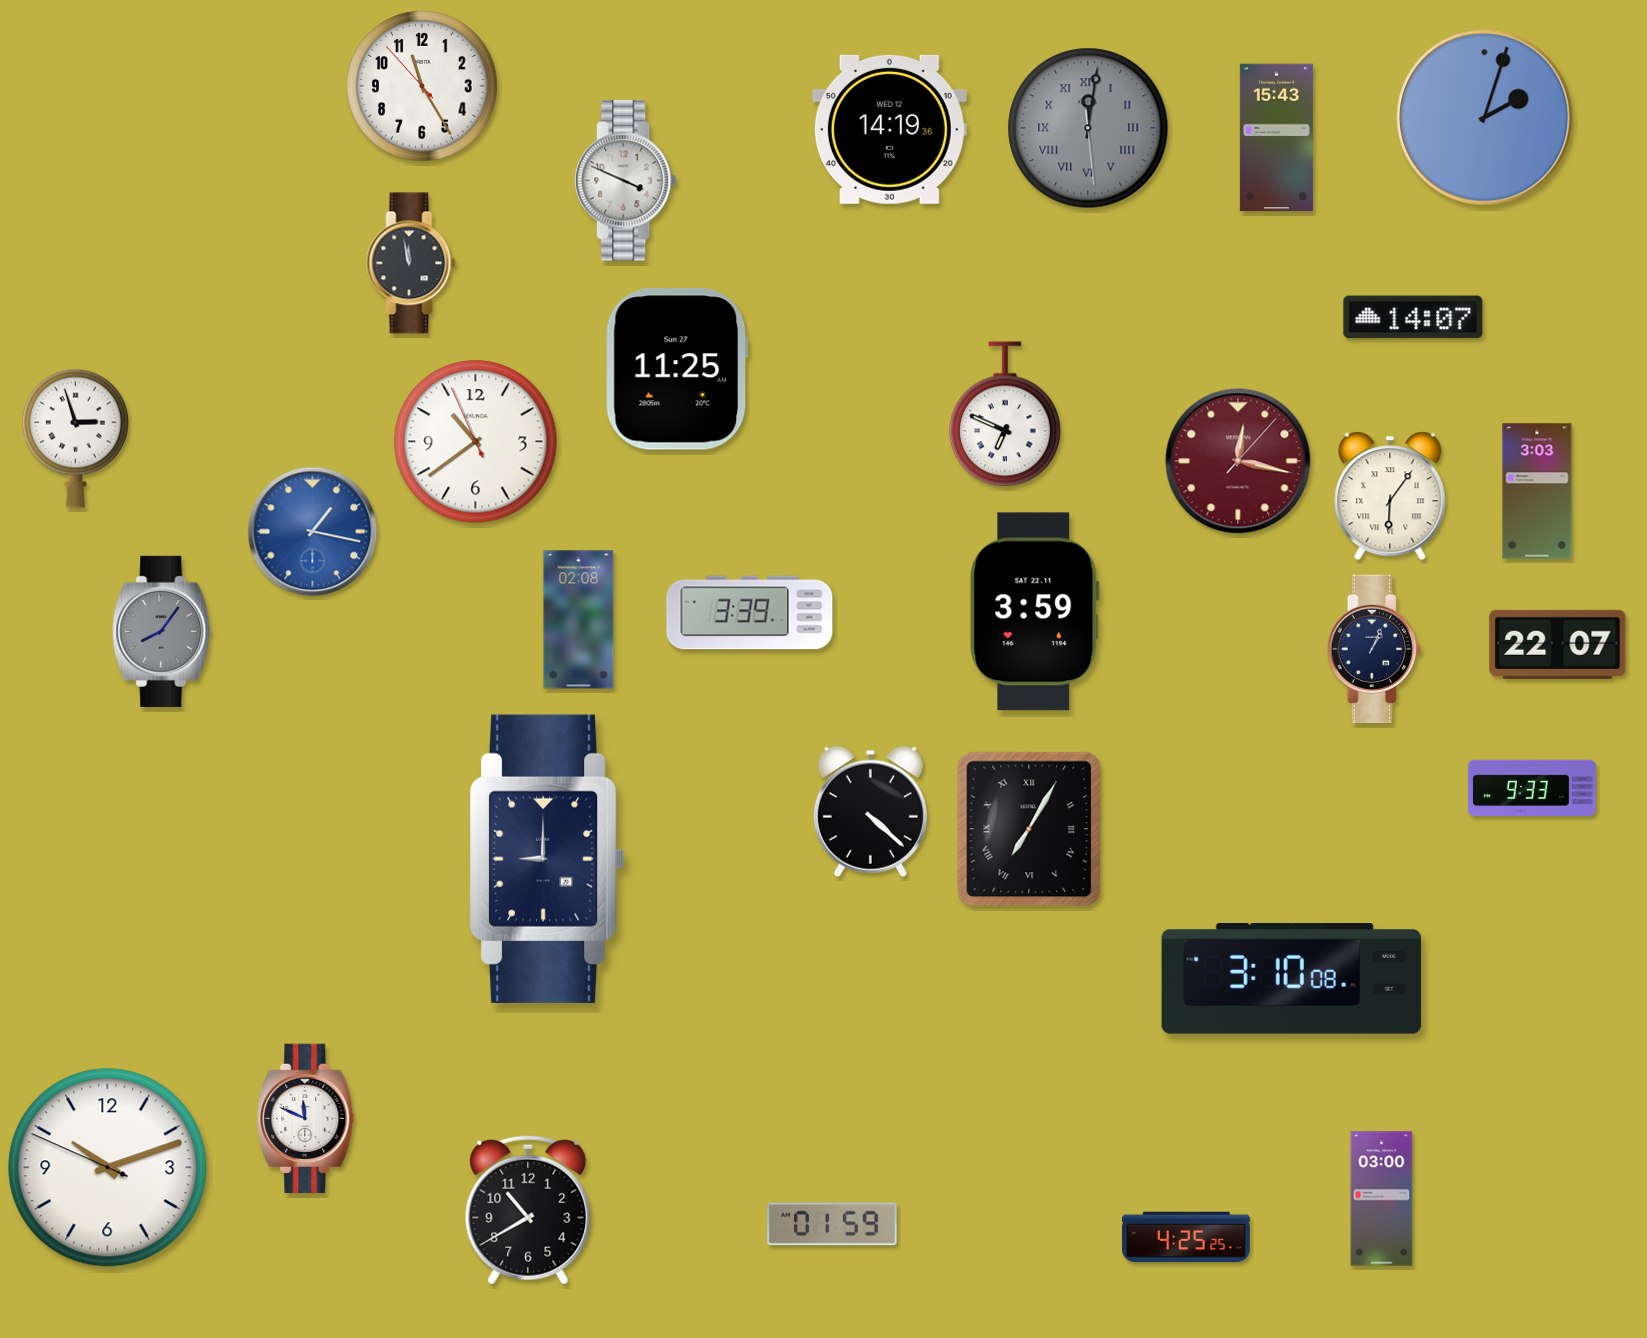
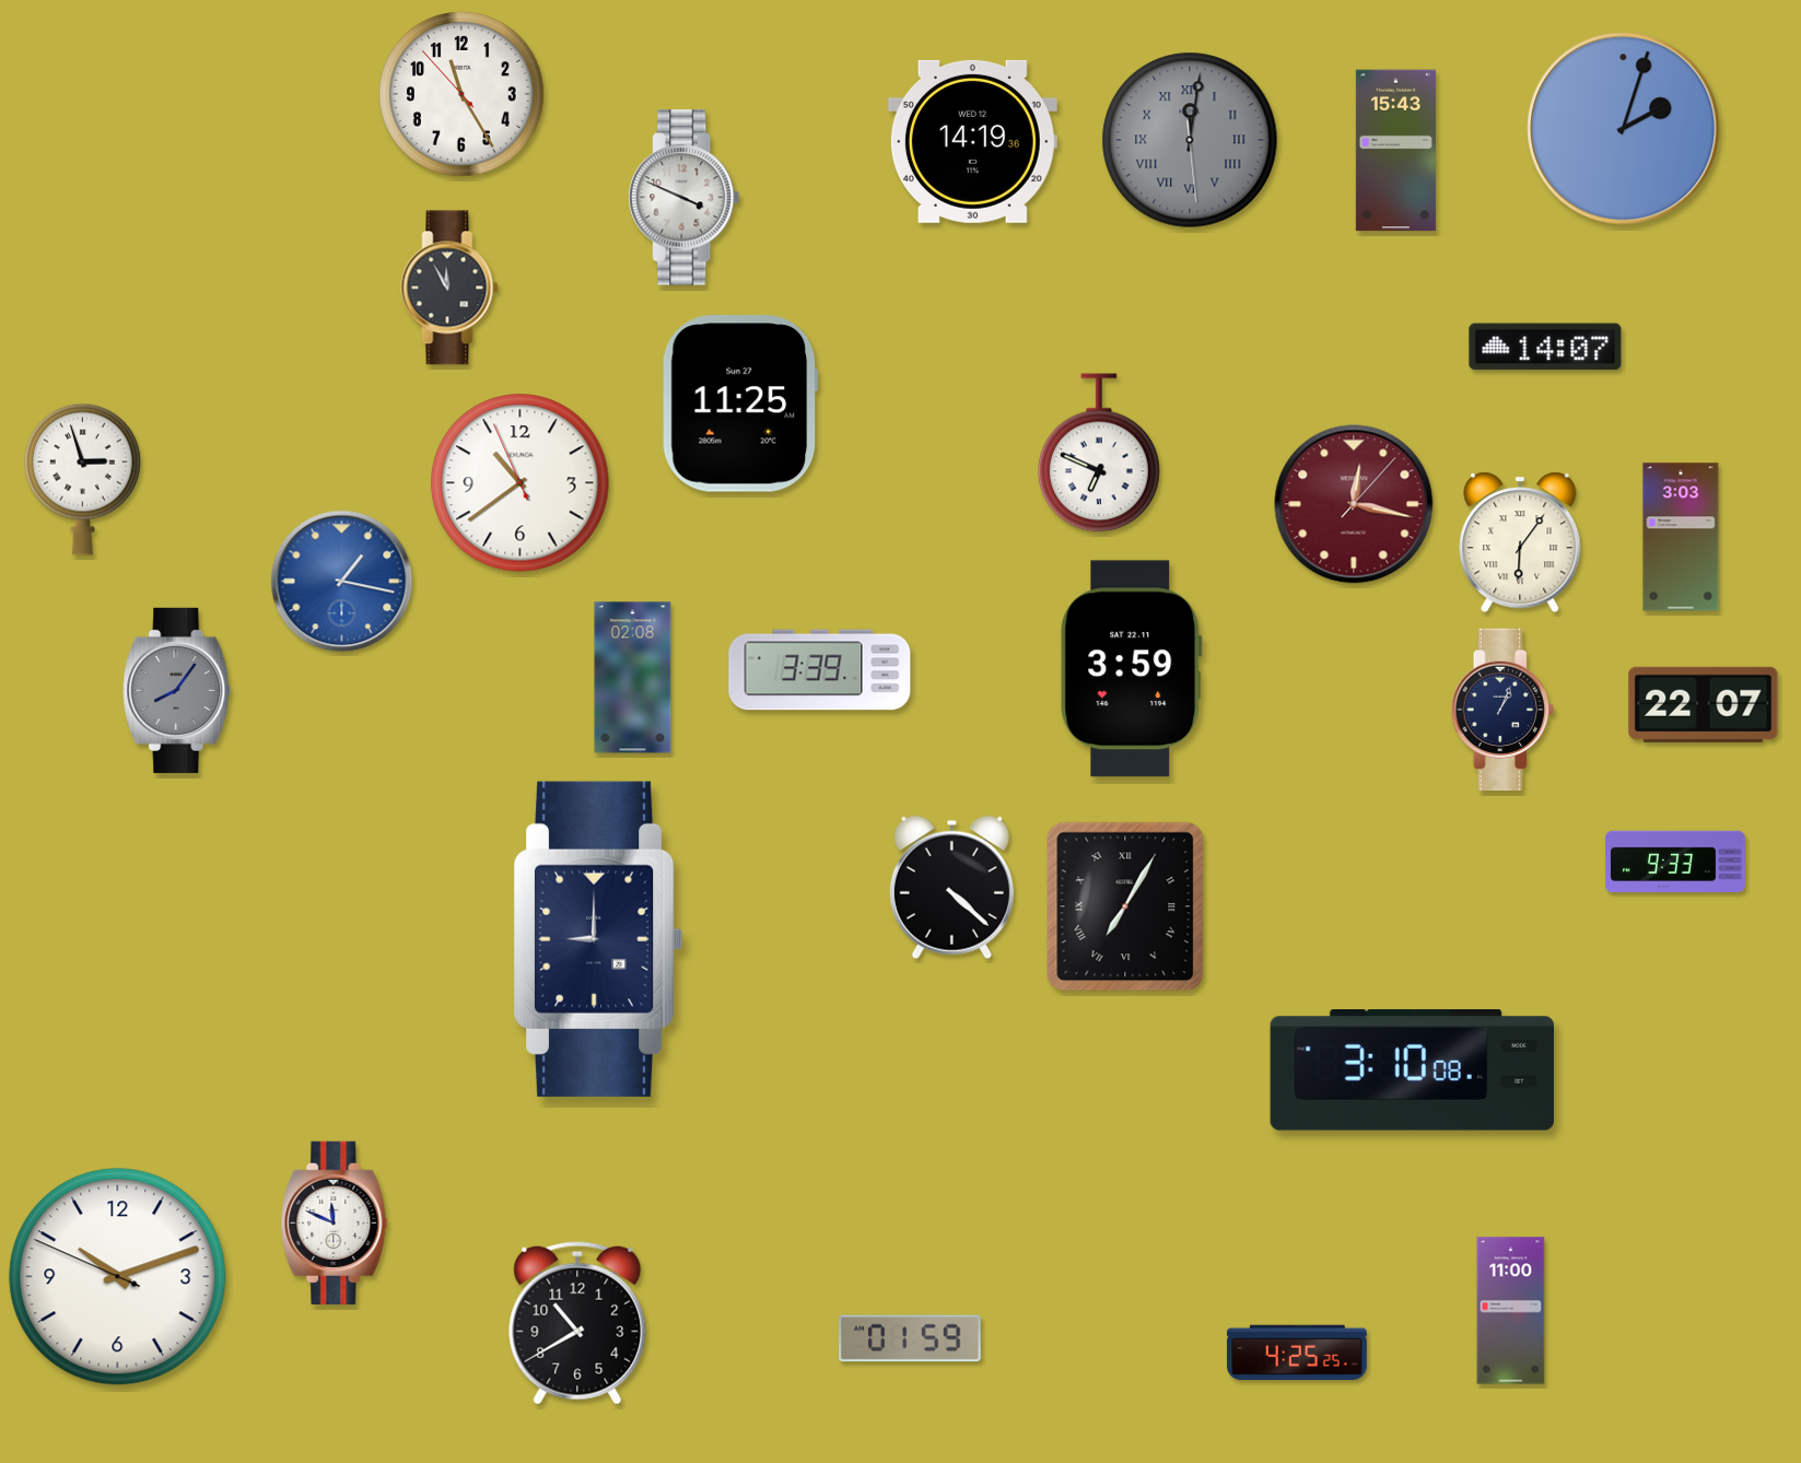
clock at (411, 263): 11:58 -> 11:55
clock at (1382, 1199): 03:00 -> 11:00
